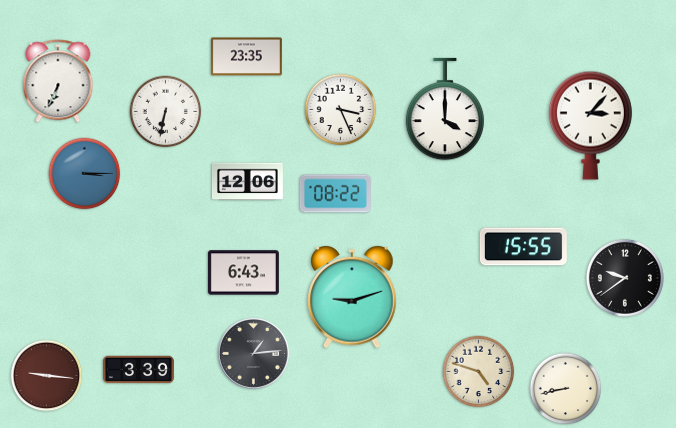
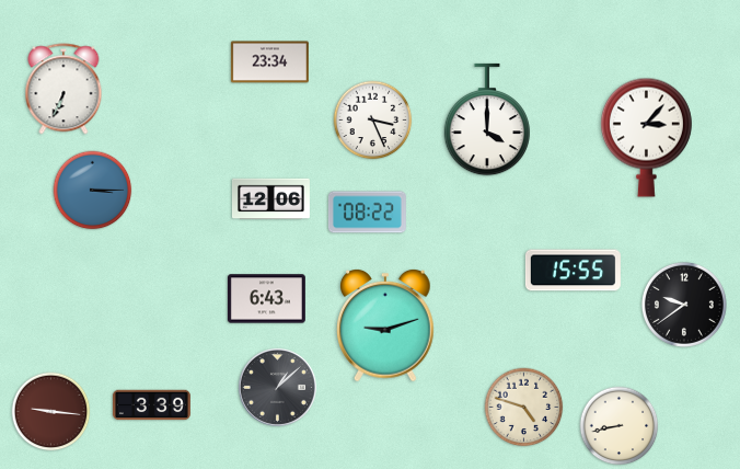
clock at (246, 57): 23:35 -> 23:34
clock at (166, 112): 6:32 -> none
clock at (253, 353): 1:14 -> 1:08
